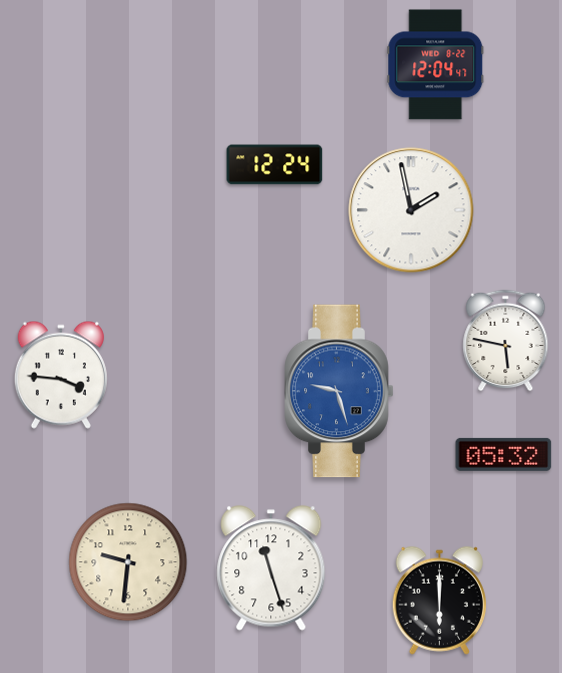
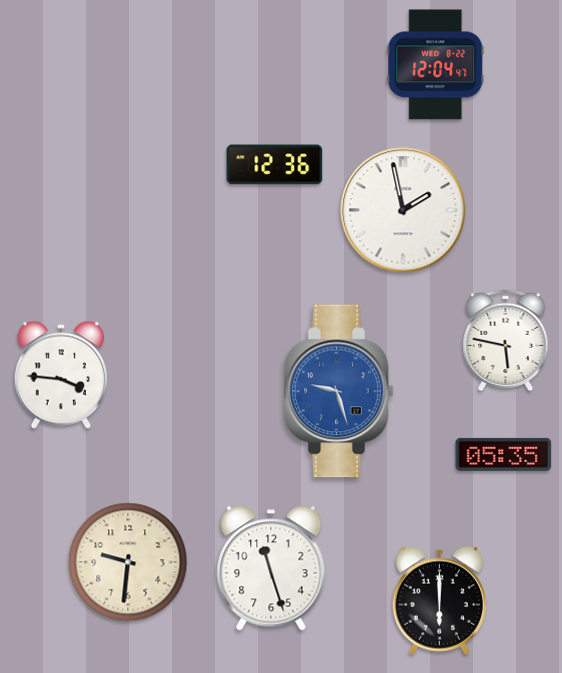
clock at (275, 165): 12:24 -> 12:36
clock at (411, 210) position: (411, 210) -> (403, 210)
clock at (504, 454): 05:32 -> 05:35
